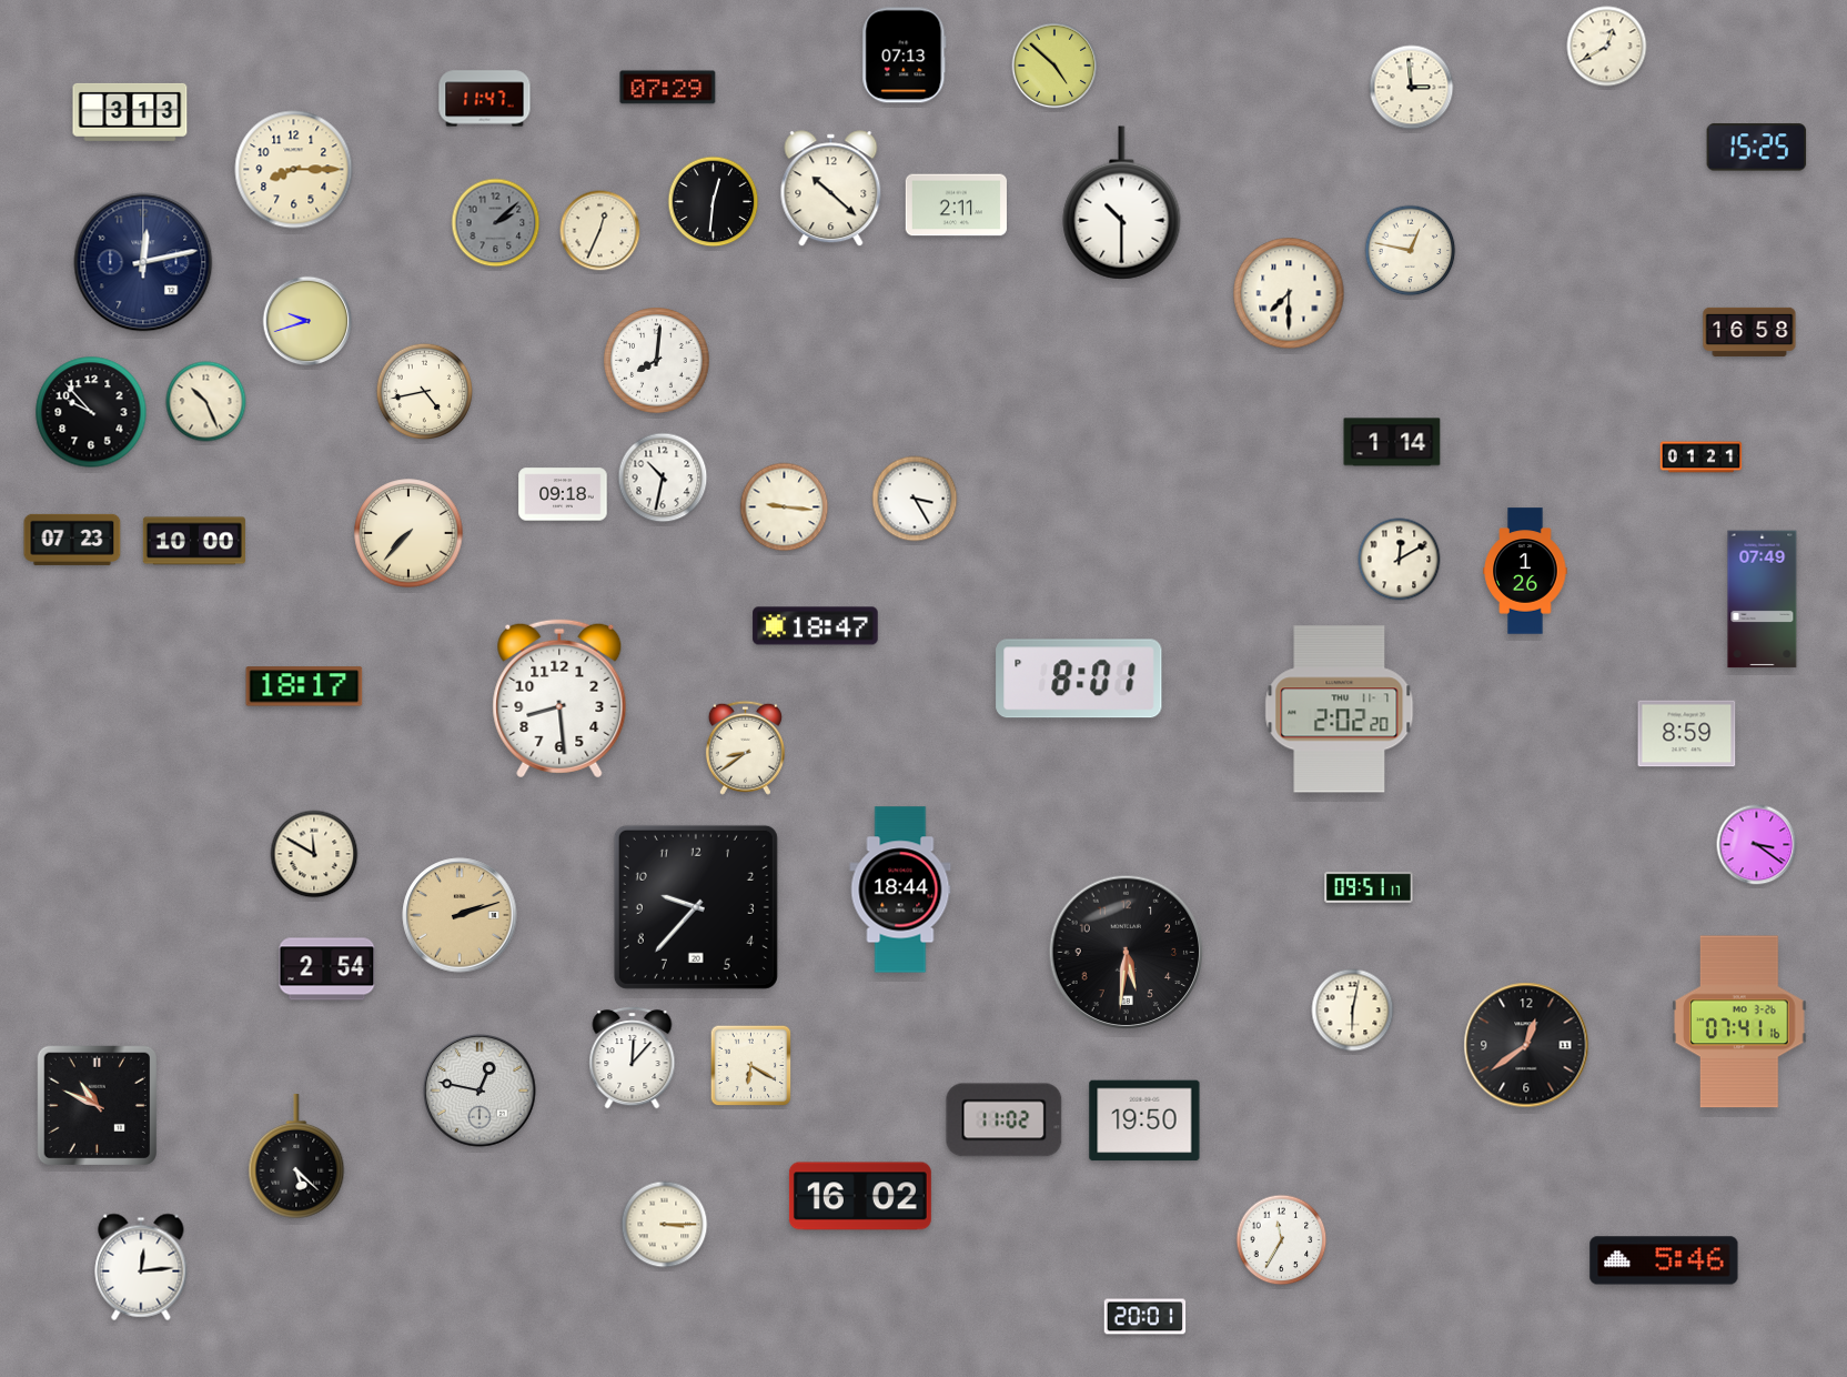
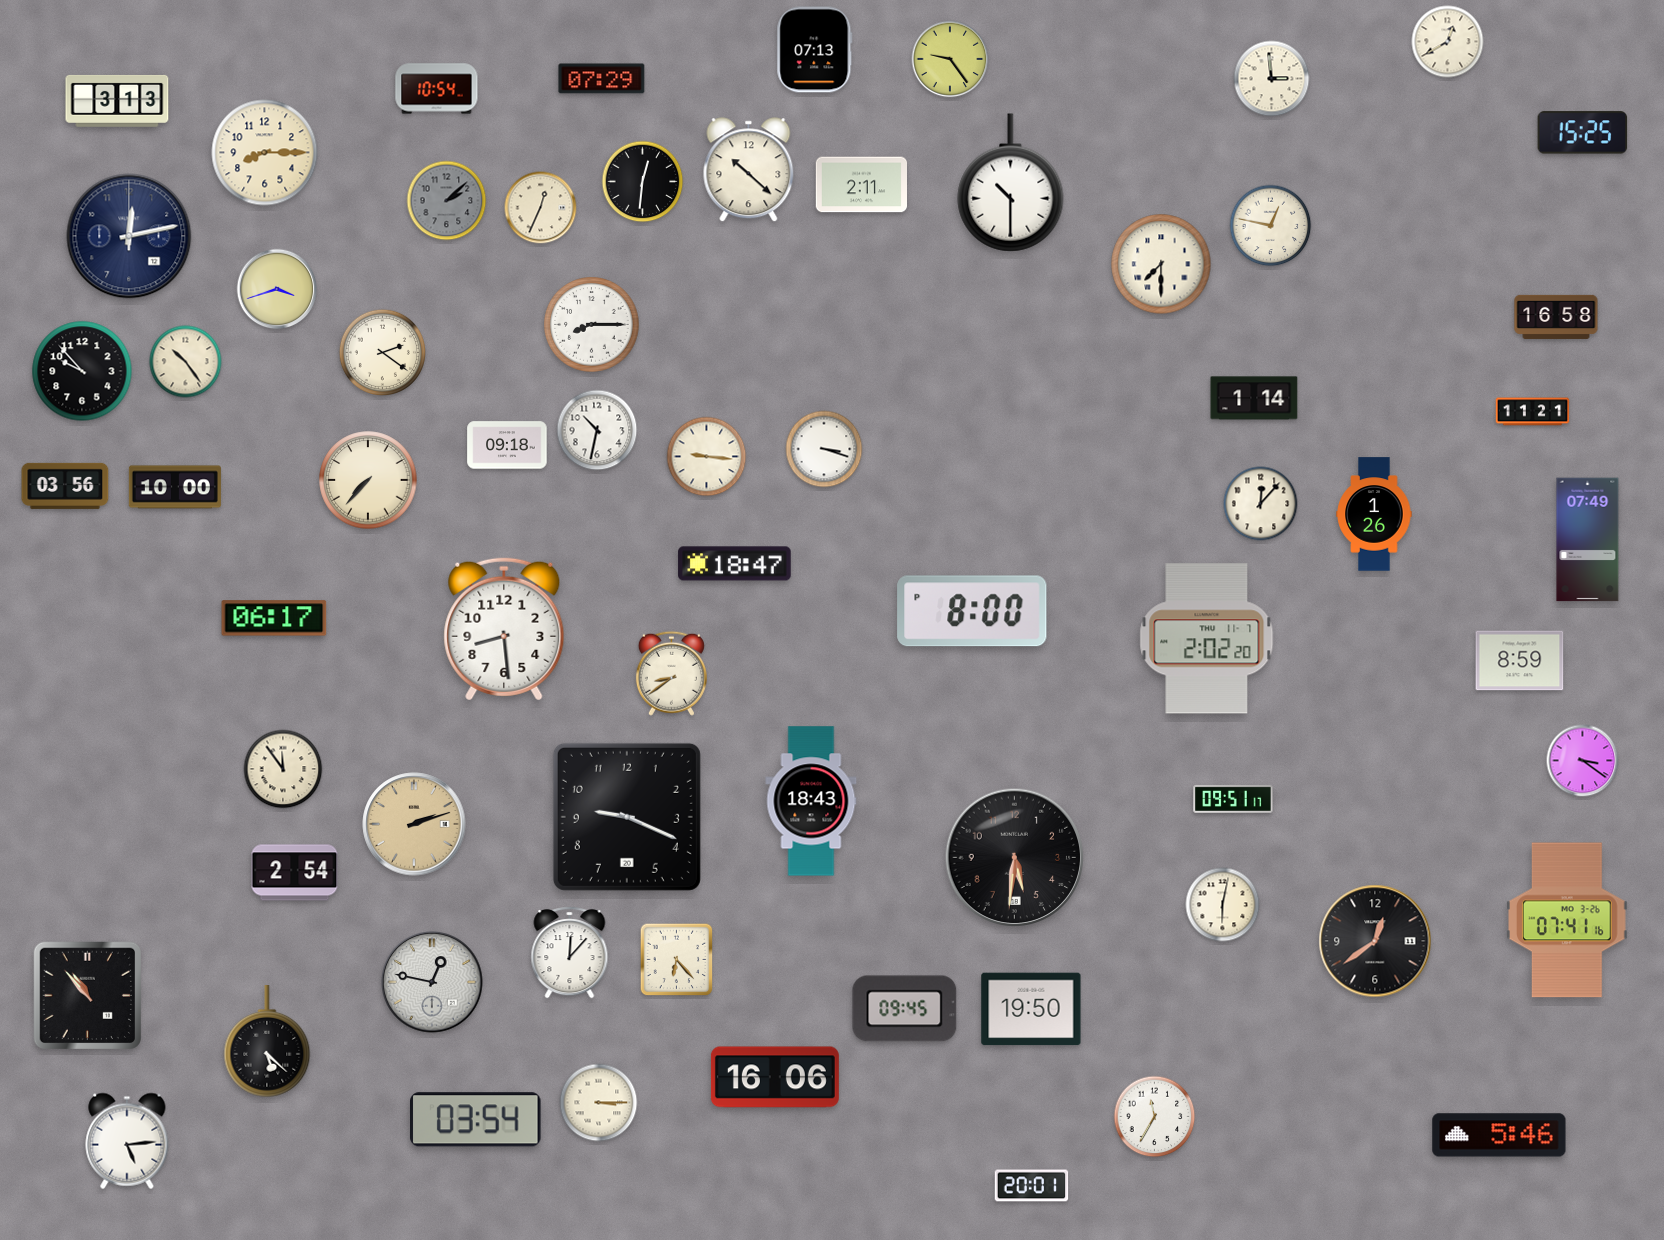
clock at (1054, 66): 4:52 -> 9:24
clock at (485, 99): 11:47 -> 10:54
clock at (307, 321): 9:42 -> 3:42
clock at (1749, 332) position: (1749, 332) -> (1556, 317)
clock at (657, 361): 8:01 -> 8:15
clock at (424, 391): 4:43 -> 2:21
clock at (206, 402): 10:26 -> 10:24
clock at (1702, 458): 01:21 -> 11:21
clock at (915, 499): 3:25 -> 3:18
clock at (72, 540): 07:23 -> 03:56
clock at (1400, 560): 12:10 -> 12:07
clock at (1079, 679): 8:01 -> 8:00
clock at (304, 686): 18:17 -> 06:17
clock at (314, 854): 11:50 -> 11:54
clock at (900, 889): 18:44 -> 18:43
clock at (696, 907): 9:37 -> 9:19
clock at (1353, 1011) position: (1353, 1011) -> (1223, 905)
clock at (751, 1066): 6:20 -> 6:23
clock at (97, 1105): 10:49 -> 10:53
clock at (1005, 1120): 11:02 -> 09:45
clock at (860, 1196): 16:02 -> 16:06
clock at (476, 1120): none -> 03:54
clock at (141, 1267): 12:14 -> 5:14
